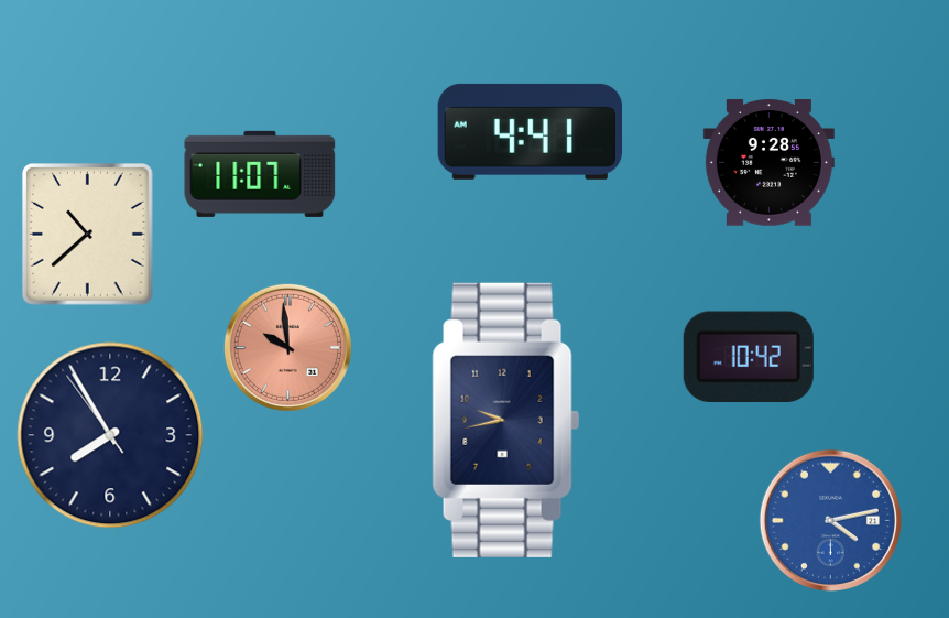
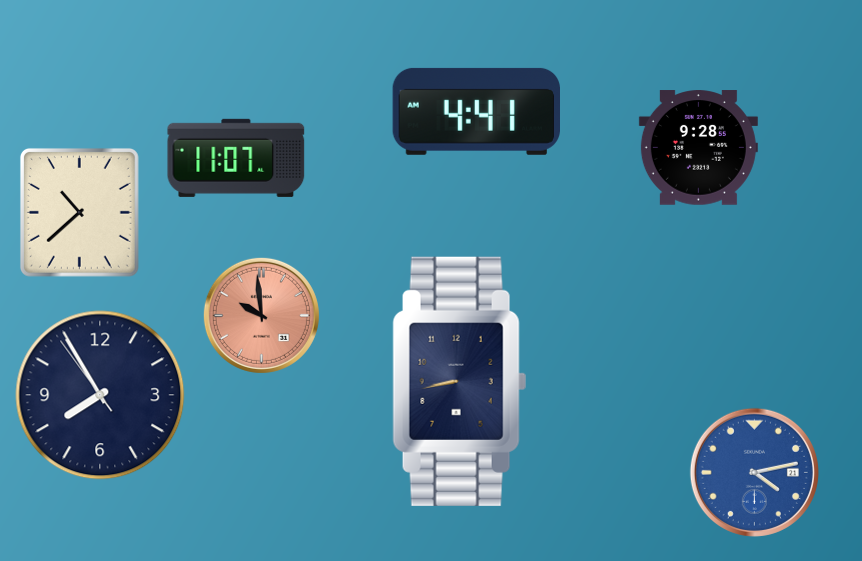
clock at (530, 131) position: (530, 131) -> (476, 111)
clock at (749, 356): 10:42 -> none
clock at (506, 420): 9:43 -> 8:43
